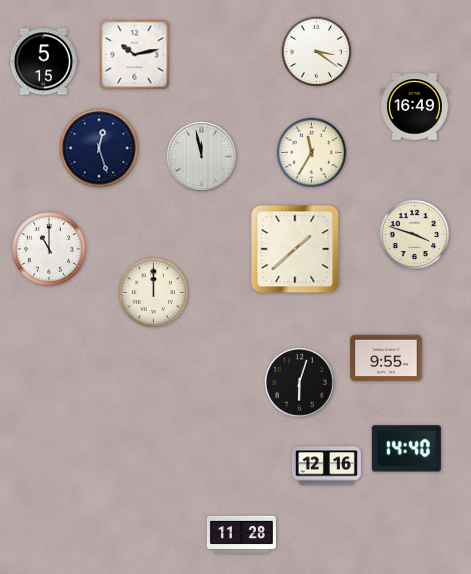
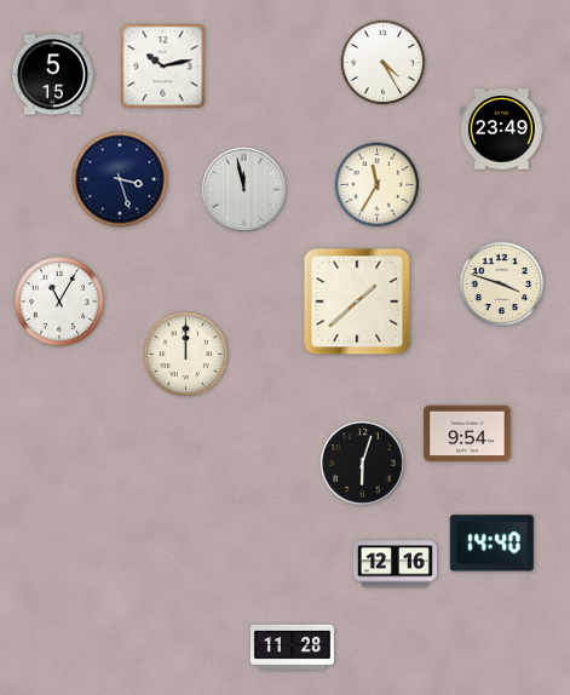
clock at (317, 52): 3:21 -> 4:25
clock at (414, 107): 16:49 -> 23:49
clock at (99, 148): 12:27 -> 3:27
clock at (49, 249): 11:00 -> 11:05
clock at (386, 358): 9:55 -> 9:54
